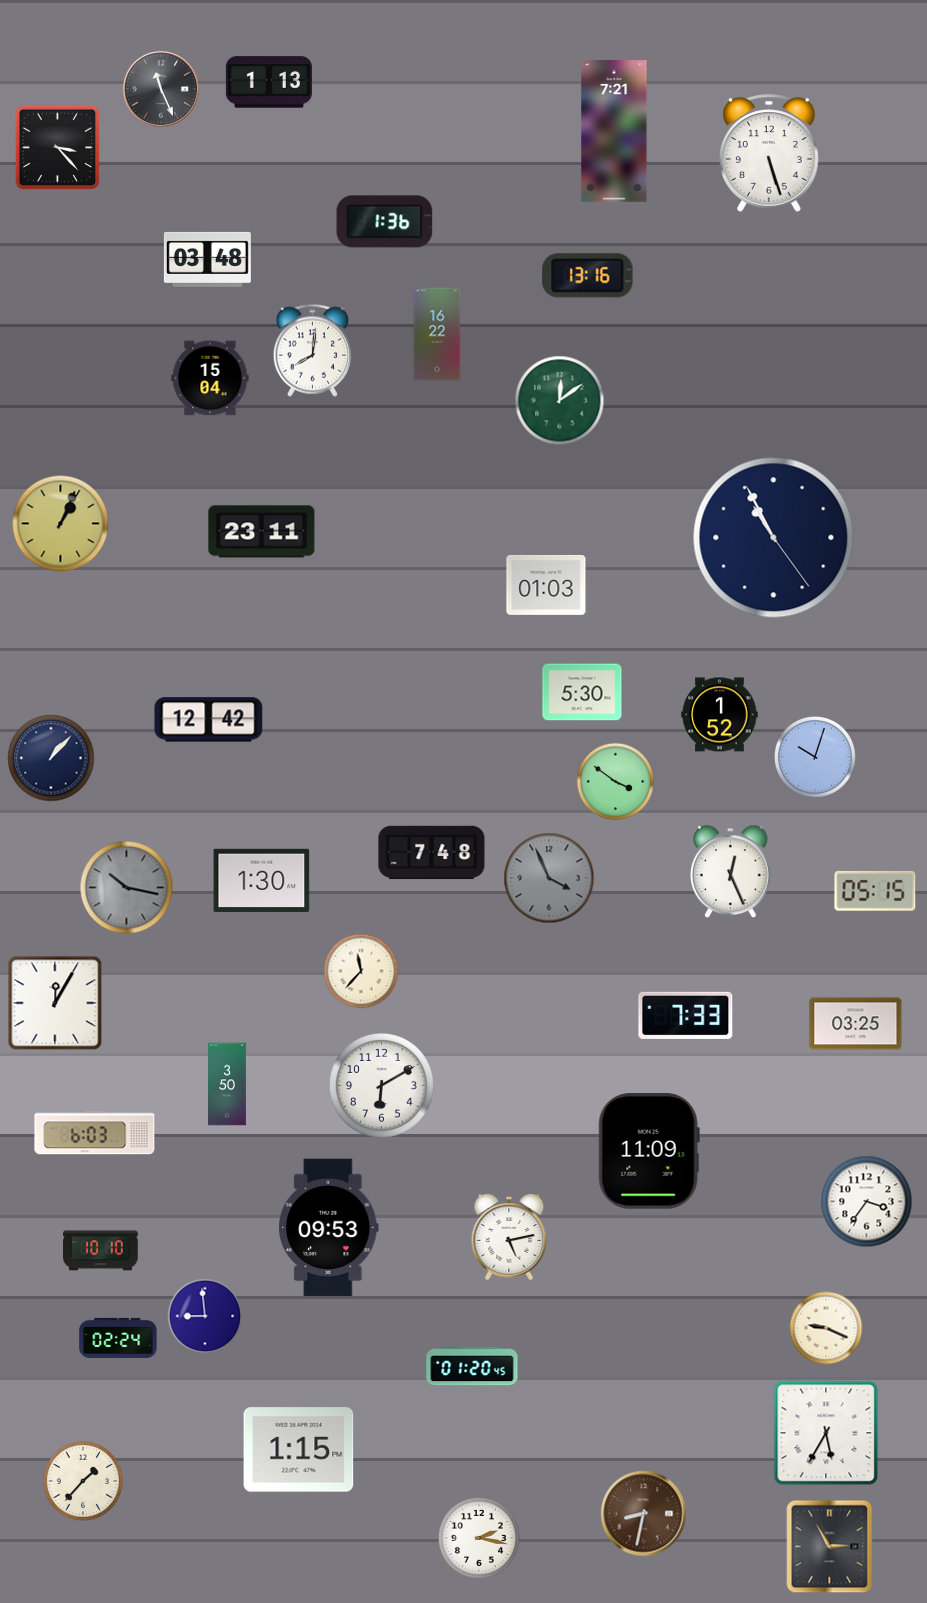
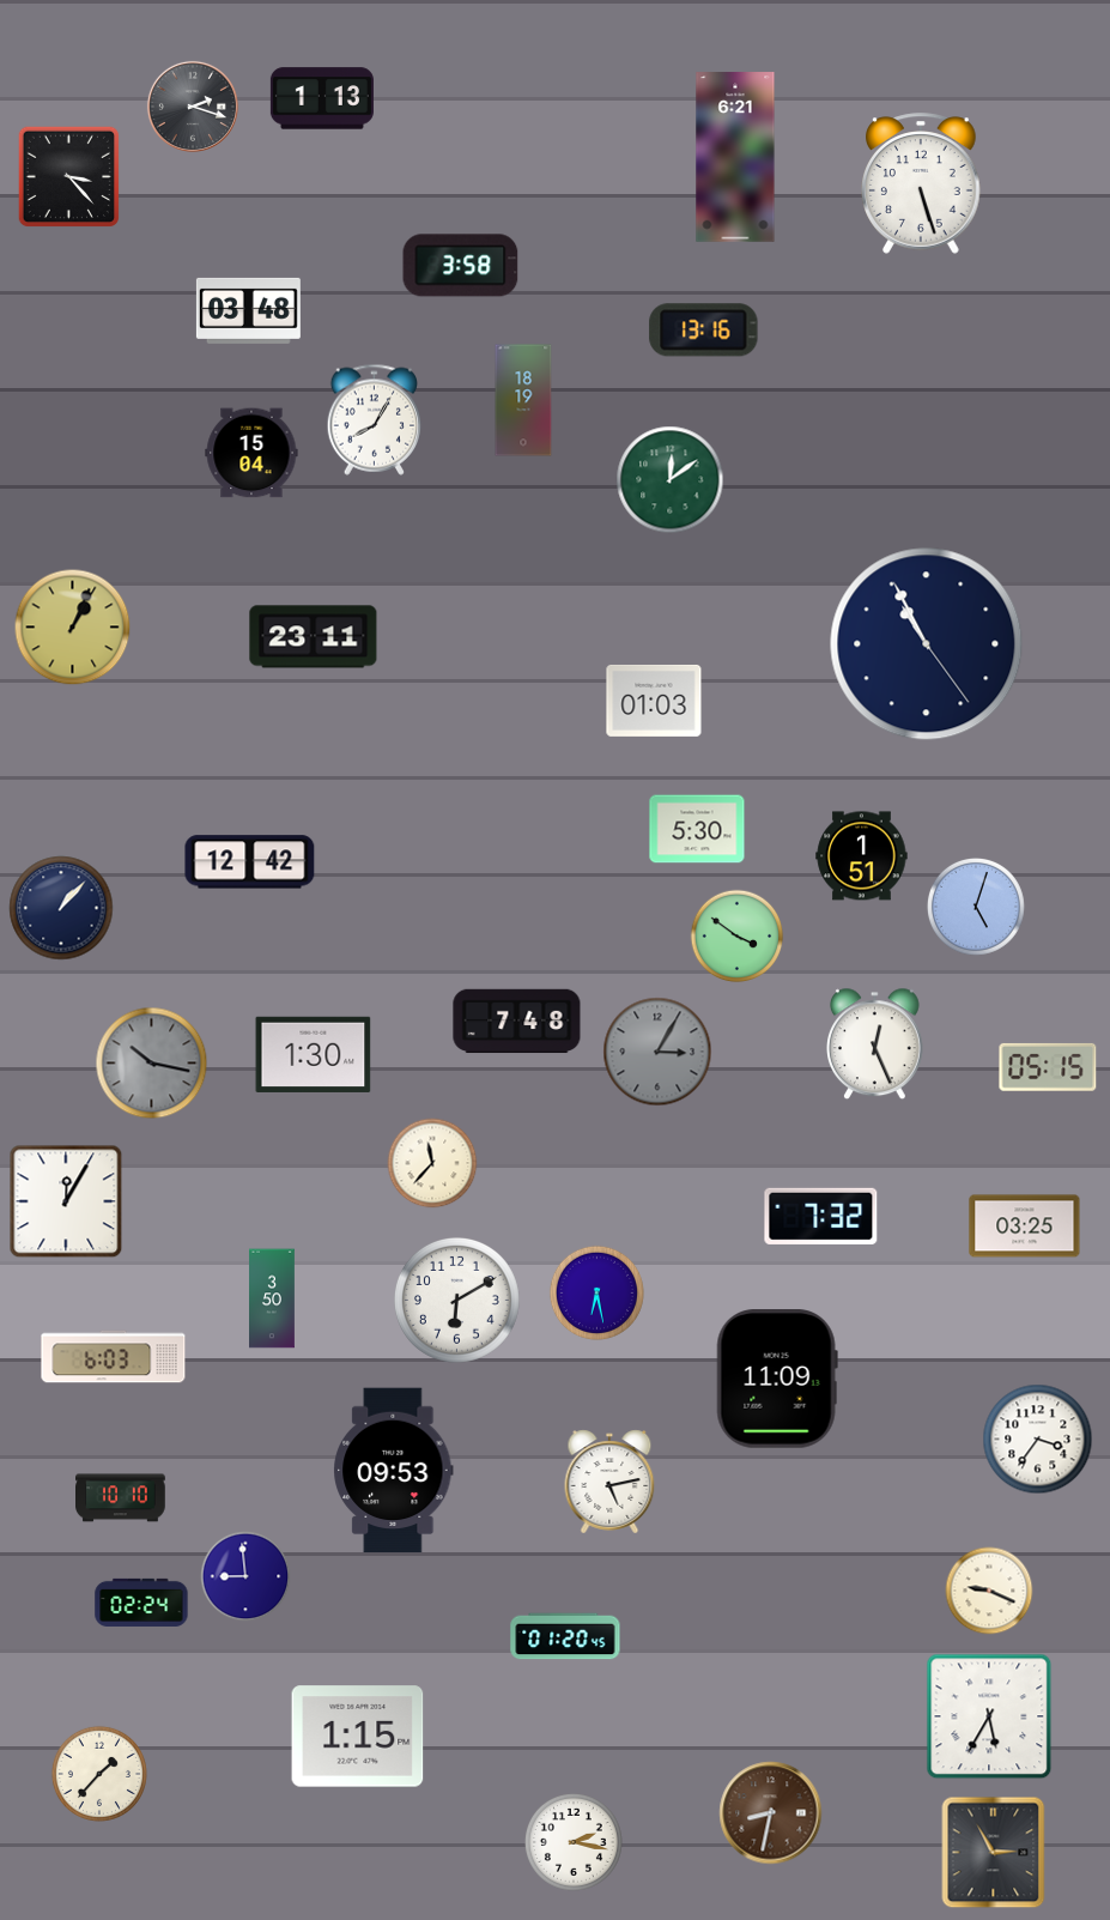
clock at (161, 89): 11:26 -> 2:18
clock at (614, 131): 7:21 -> 6:21
clock at (385, 222): 1:36 -> 3:58
clock at (437, 334): 16:22 -> 18:19
clock at (313, 350): 8:01 -> 8:05
clock at (720, 715): 1:52 -> 1:51
clock at (815, 757): 10:03 -> 5:03
clock at (549, 878): 3:56 -> 3:05
clock at (686, 1015): 7:33 -> 7:32
clock at (596, 1292): none -> 6:28
